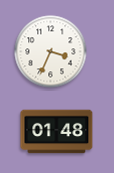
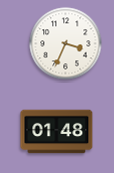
clock at (51, 52) position: (51, 52) -> (66, 44)
